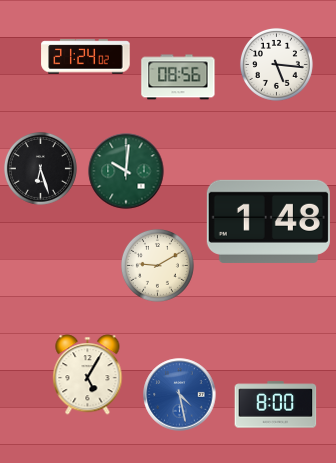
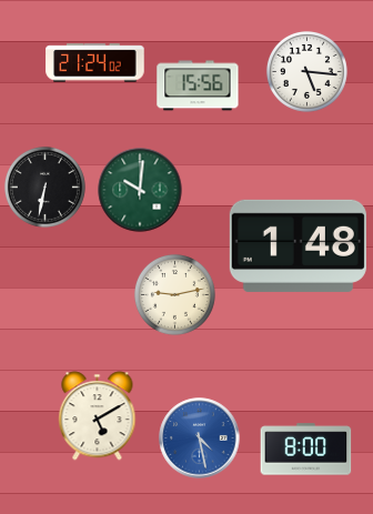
clock at (178, 77): 08:56 -> 15:56
clock at (40, 168): 6:27 -> 6:32
clock at (157, 265): 9:10 -> 9:13
clock at (88, 375): 5:05 -> 5:10
